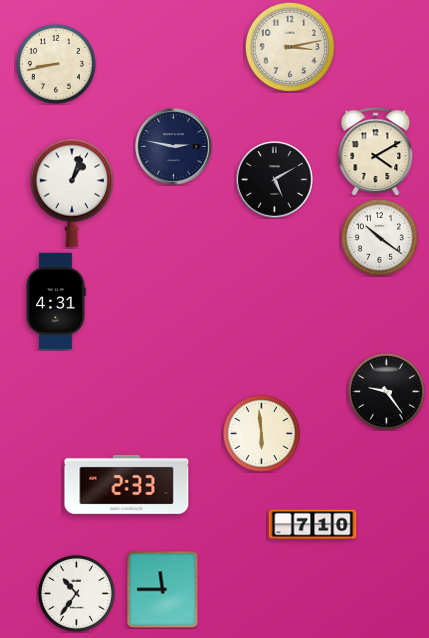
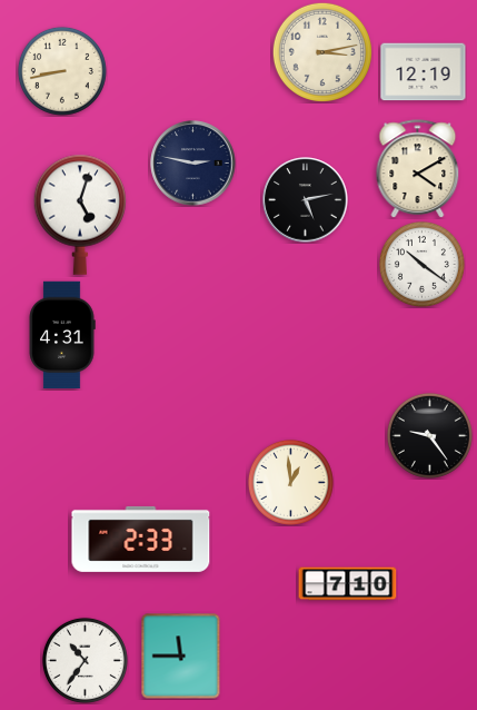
clock at (424, 72): none -> 12:19
clock at (275, 180): 5:10 -> 5:13
clock at (72, 193): 1:03 -> 5:03
clock at (261, 433): 5:59 -> 12:59
